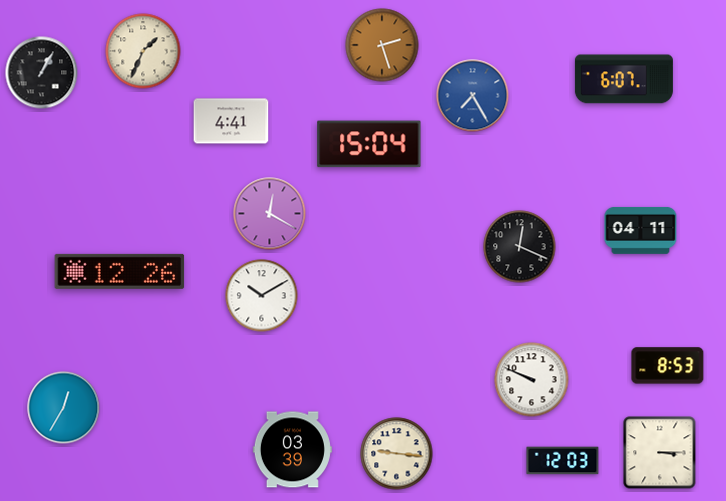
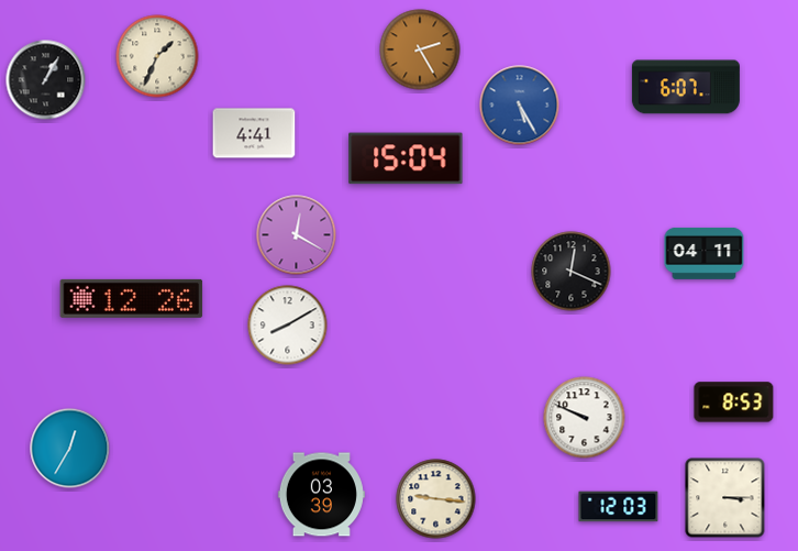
clock at (382, 45): 2:27 -> 2:25
clock at (473, 96): 7:25 -> 5:25
clock at (262, 296): 10:10 -> 8:10
